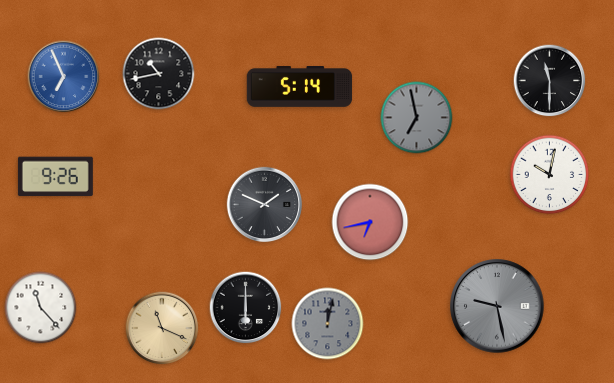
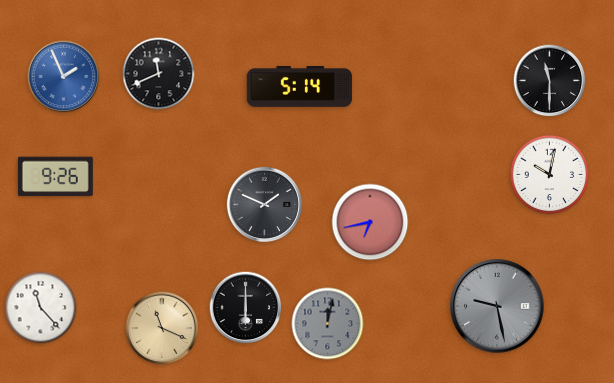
clock at (159, 74): 10:43 -> 11:41
clock at (64, 77): 6:56 -> 1:56
clock at (417, 118): 6:58 -> none
